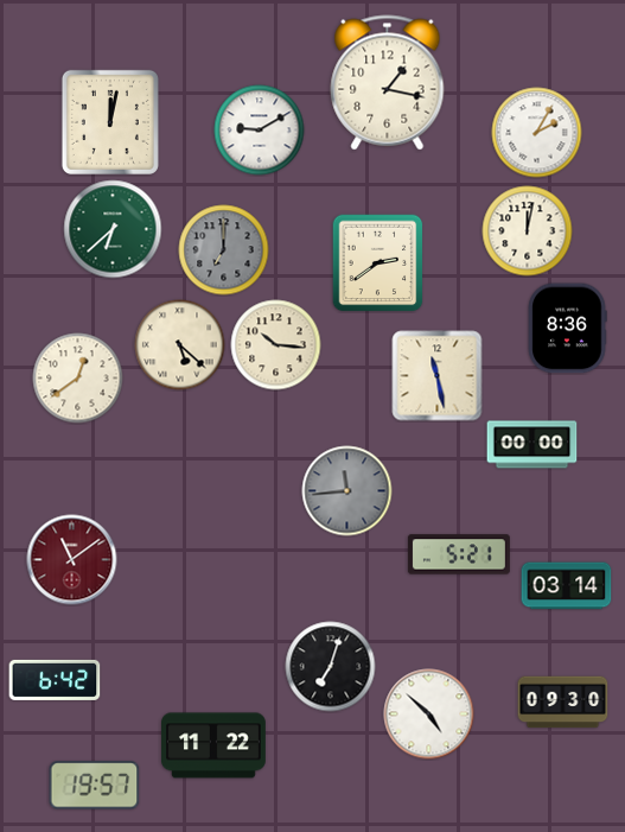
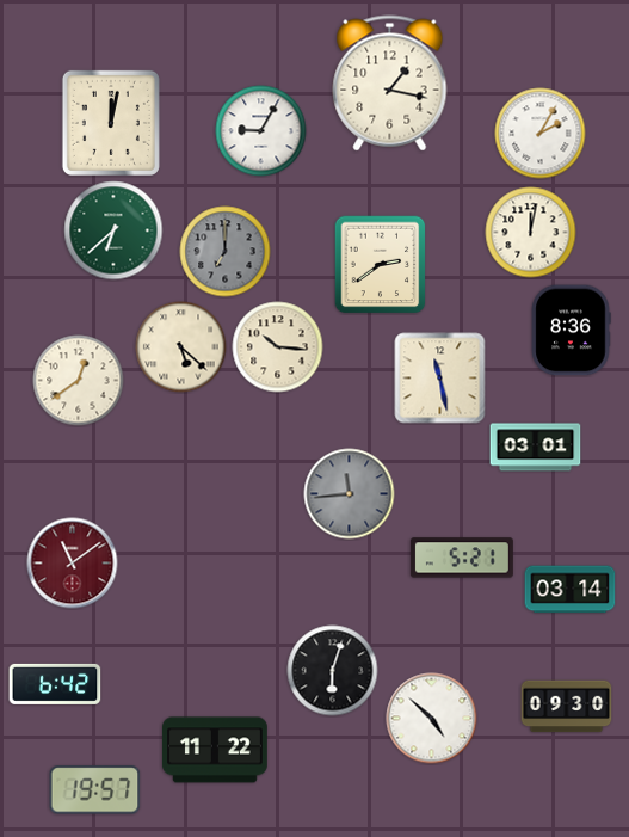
clock at (260, 131): 9:10 -> 9:05
clock at (532, 445): 00:00 -> 03:01
clock at (331, 667): 7:03 -> 6:03
